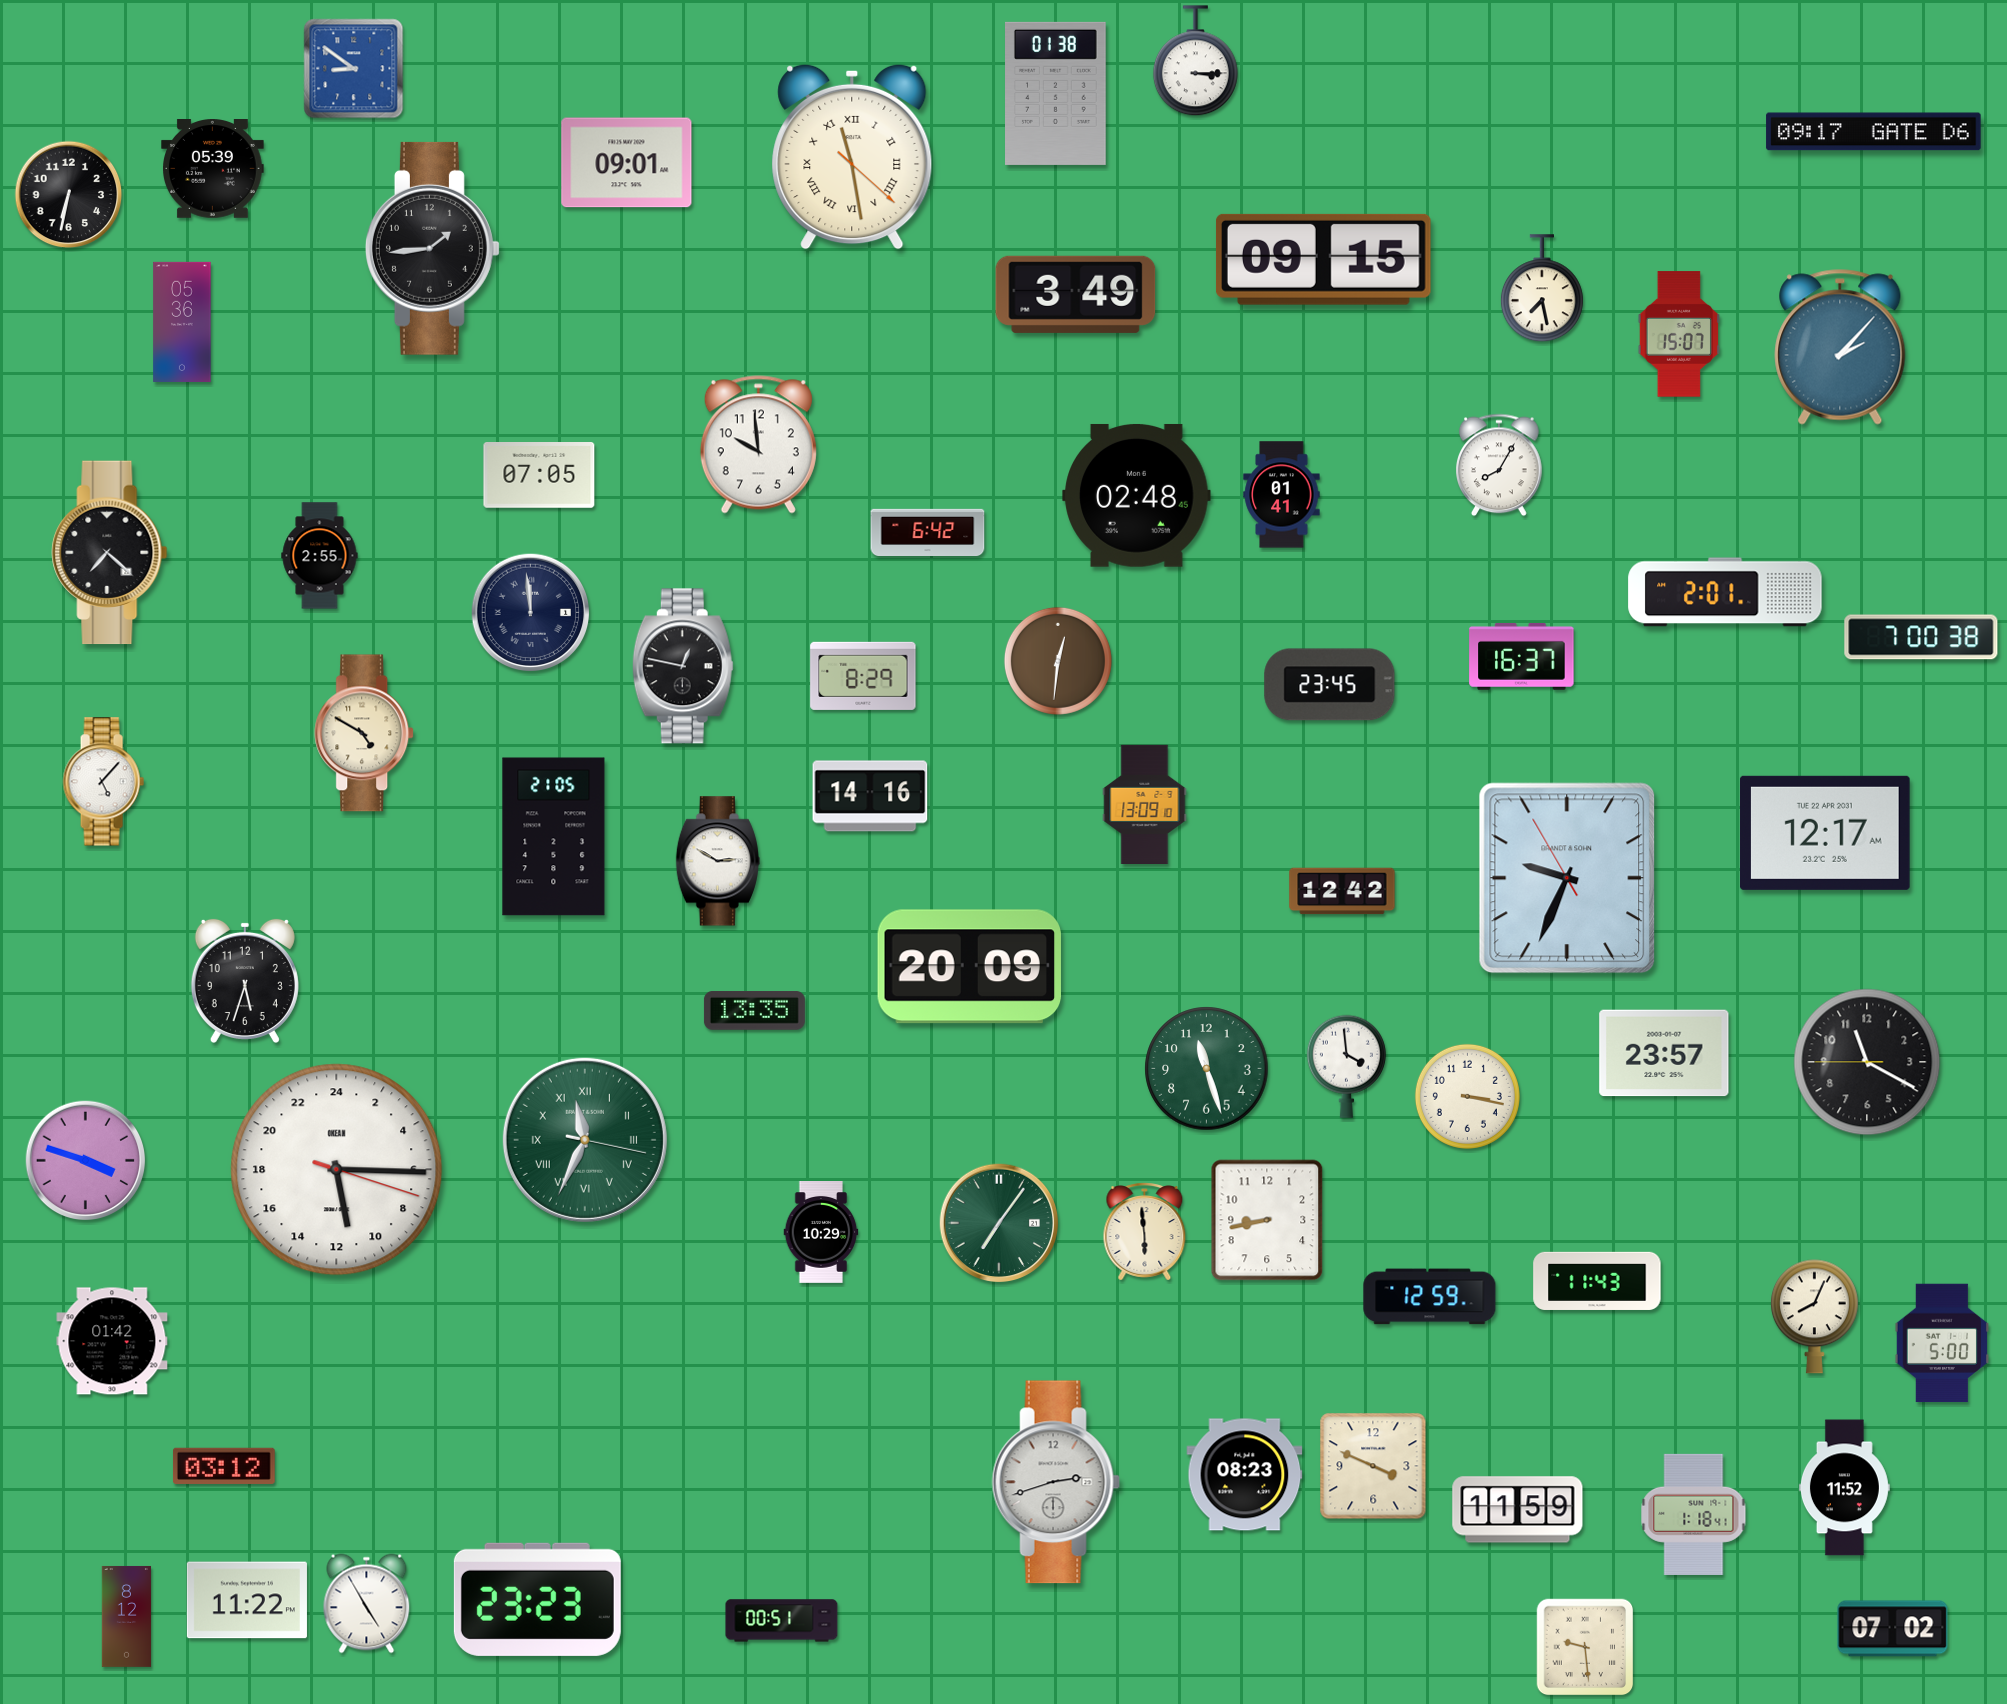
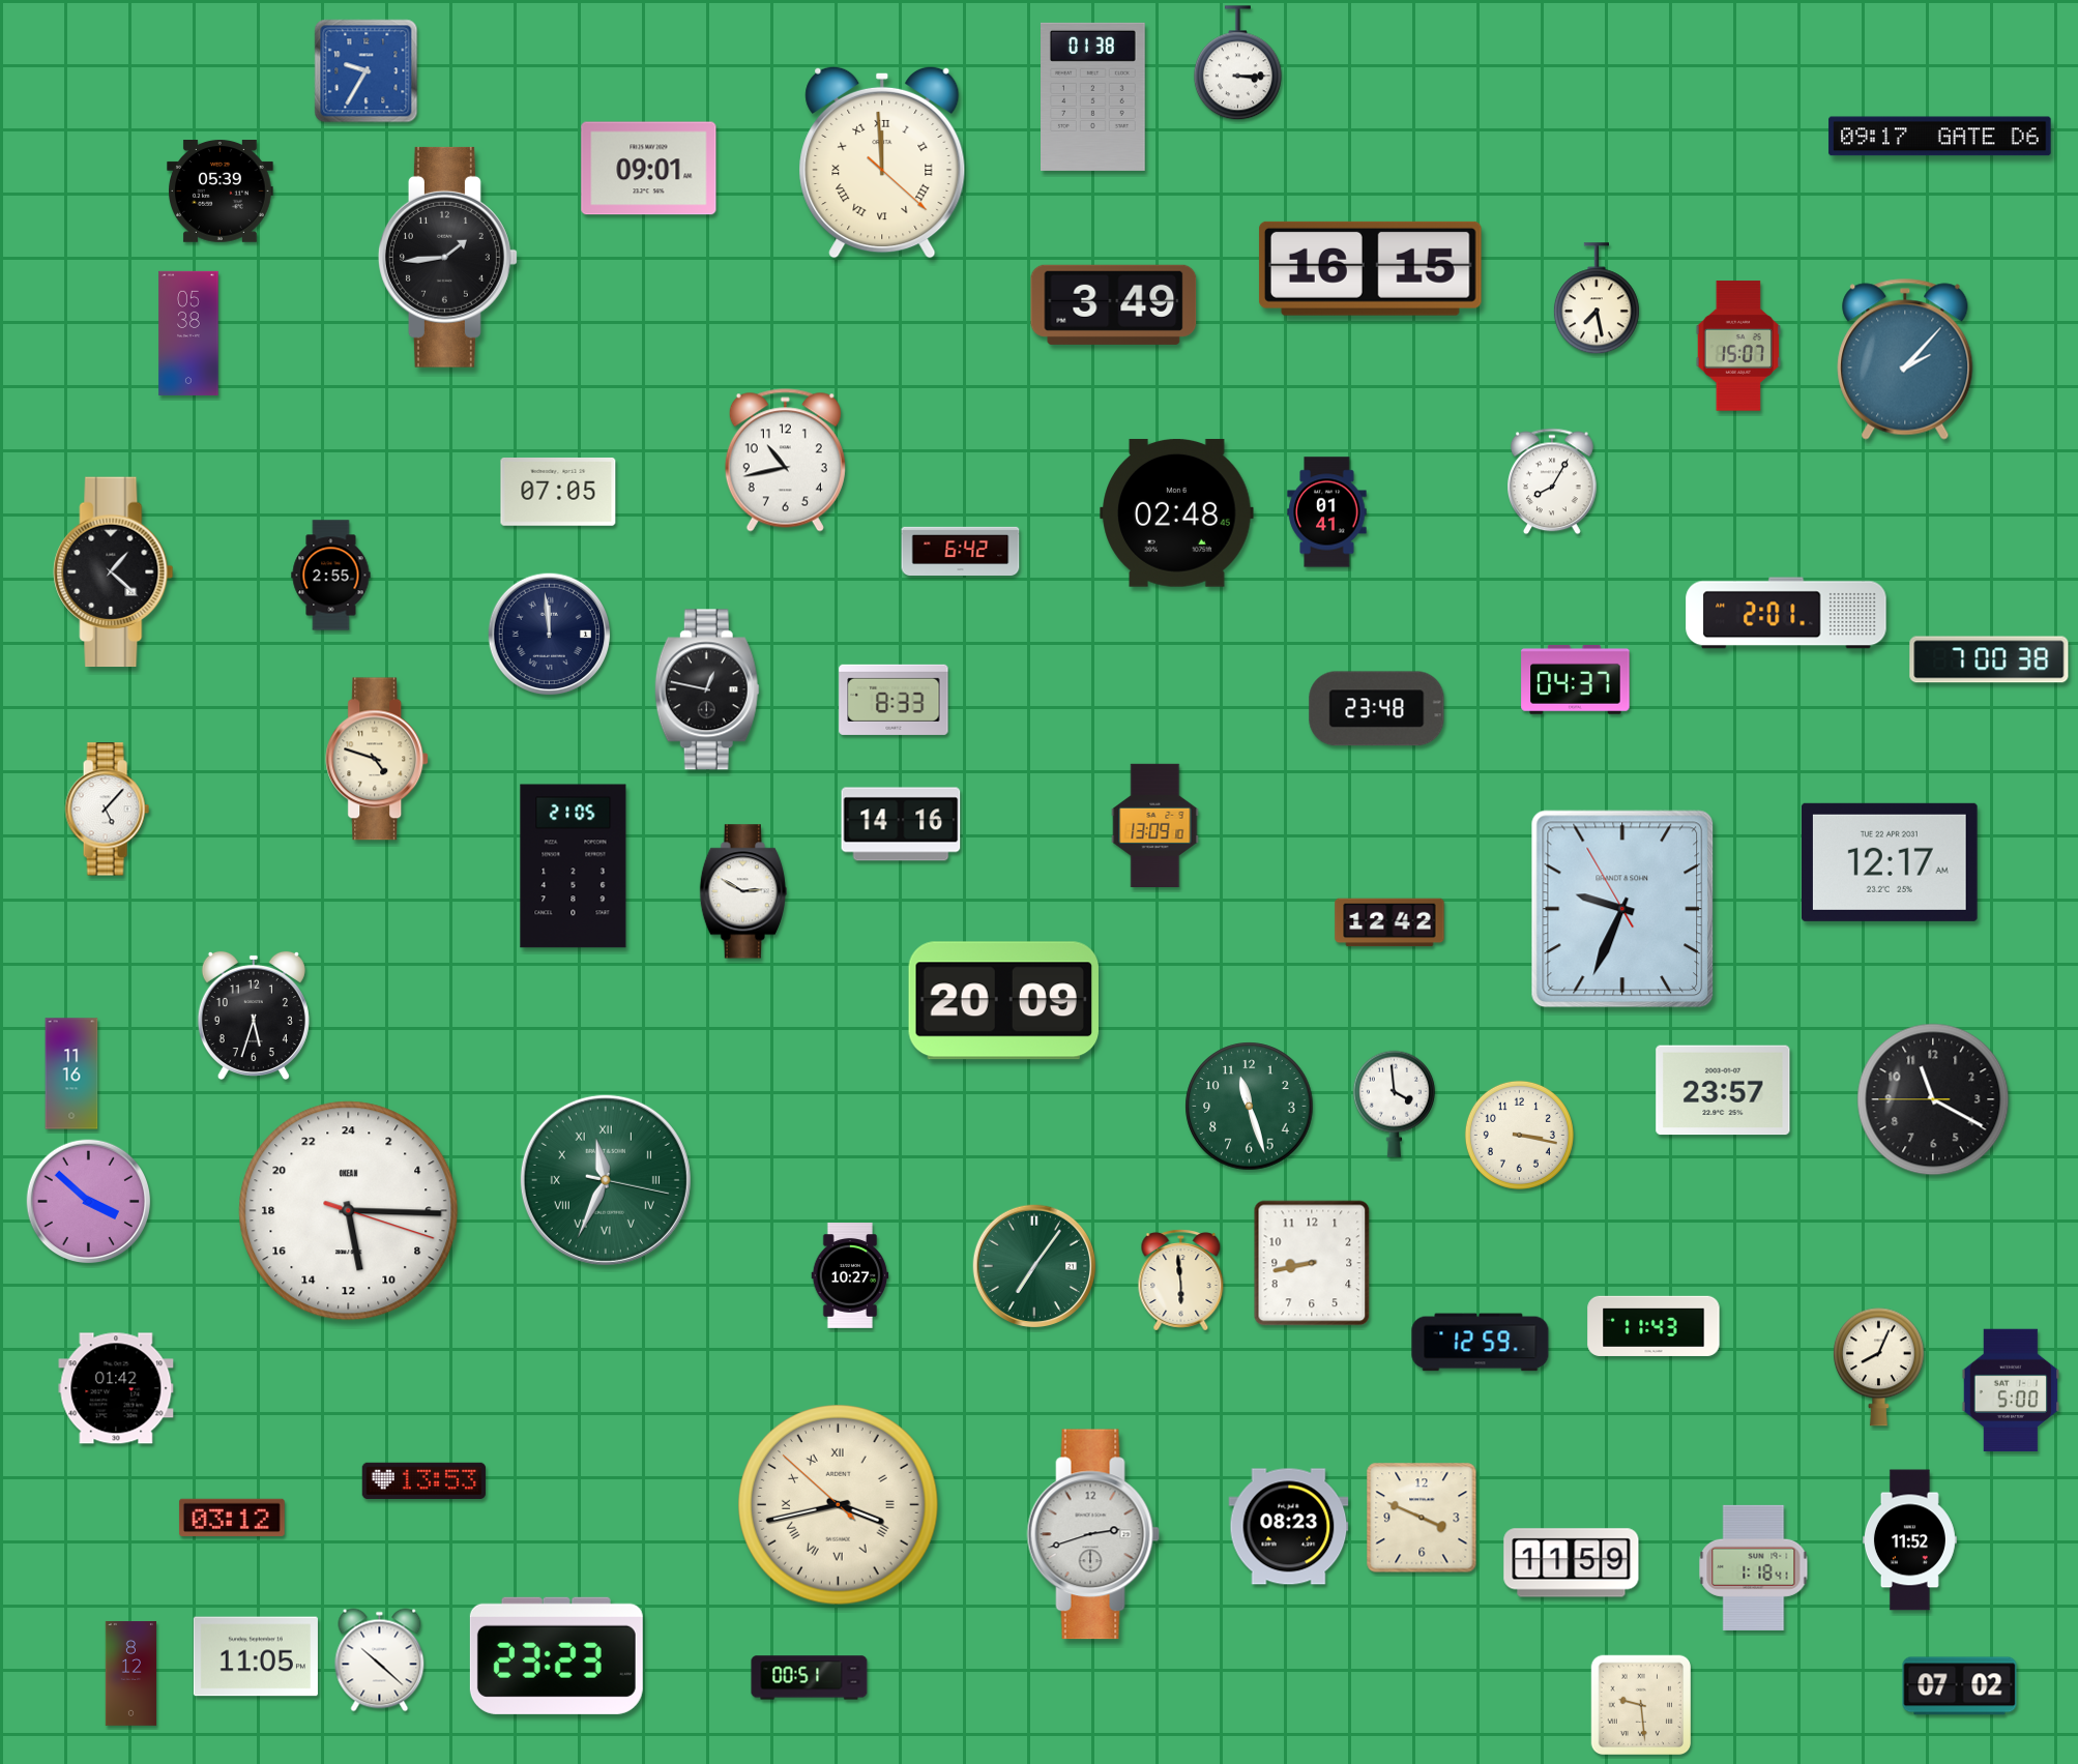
clock at (354, 69): 8:51 -> 9:35
clock at (852, 157): 11:28 -> 11:59
clock at (213, 169) position: (213, 169) -> (221, 192)
clock at (69, 195): 6:32 -> none
clock at (1323, 259): 09:15 -> 16:15
clock at (182, 322): 05:36 -> 05:38
clock at (758, 445): 9:59 -> 10:43
clock at (110, 553): 7:22 -> 1:22
clock at (1522, 656): 16:37 -> 04:37
clock at (1058, 661): 12:31 -> none
clock at (863, 676): 8:29 -> 8:33
clock at (1330, 685): 23:45 -> 23:48
clock at (365, 733): 4:50 -> 4:48
clock at (1145, 804) position: (1145, 804) -> (1155, 825)
clock at (754, 1011): 13:35 -> none
clock at (71, 1074): none -> 11:16
clock at (86, 1161): 3:48 -> 3:52
clock at (1145, 1232) position: (1145, 1232) -> (1181, 1281)
clock at (821, 1233): 10:29 -> 10:27
clock at (1814, 1317) position: (1814, 1317) -> (1878, 1368)
clock at (423, 1480): none -> 13:53
clock at (839, 1505): none -> 3:42
clock at (247, 1600): 11:22 -> 11:05
clock at (367, 1604): 4:55 -> 10:22
